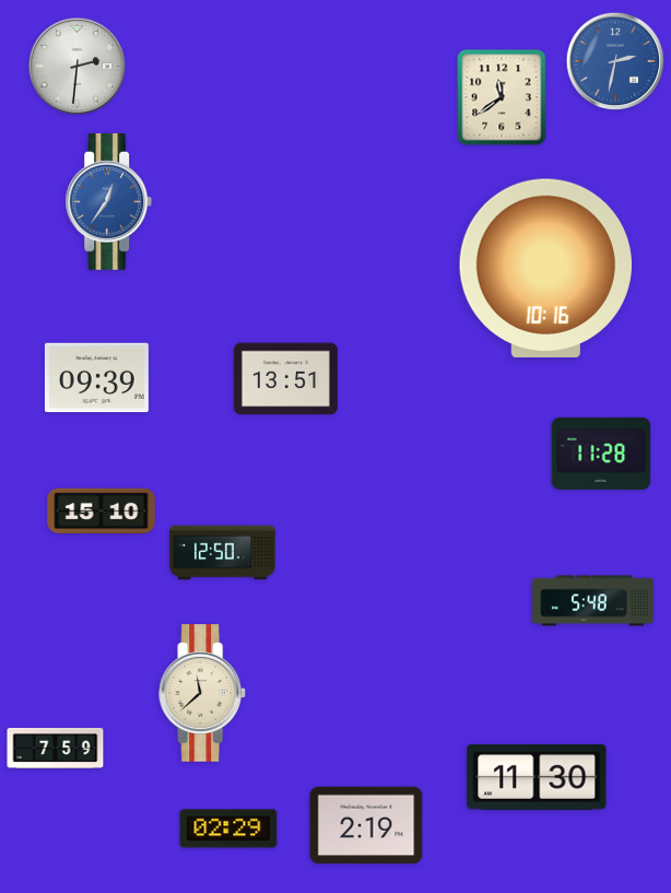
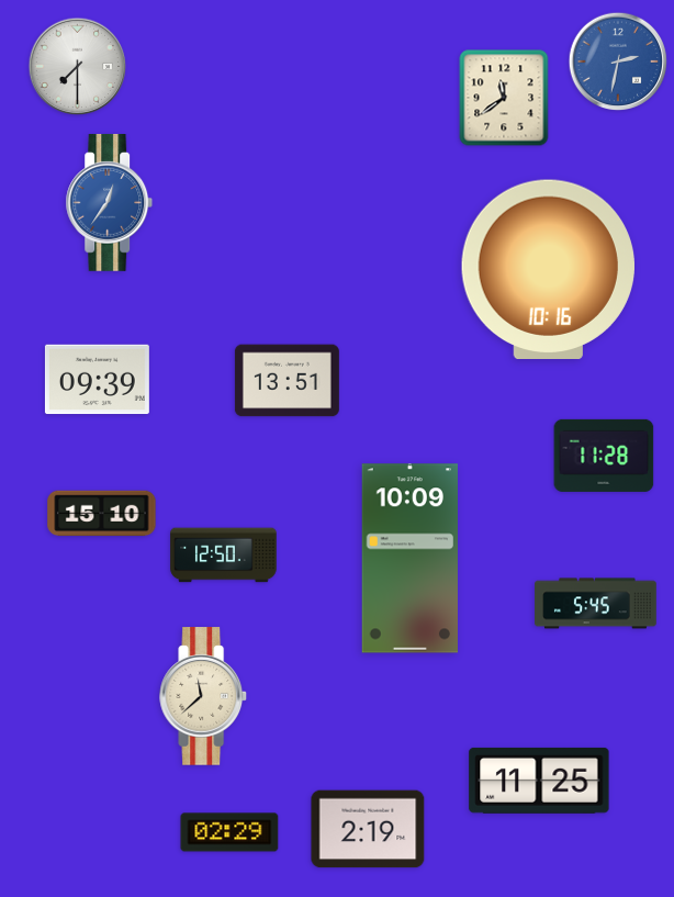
clock at (78, 67): 2:31 -> 7:30
clock at (409, 559): none -> 10:09
clock at (593, 601): 5:48 -> 5:45
clock at (56, 748): 7:59 -> none
clock at (537, 777): 11:30 -> 11:25
